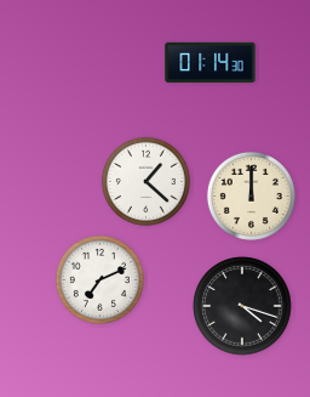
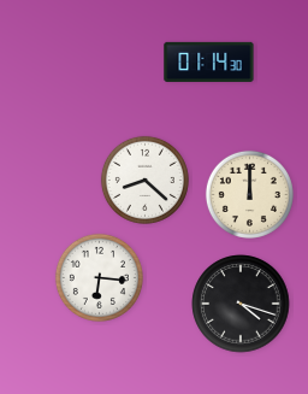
clock at (145, 181): 1:22 -> 8:22
clock at (99, 279): 7:11 -> 6:16
